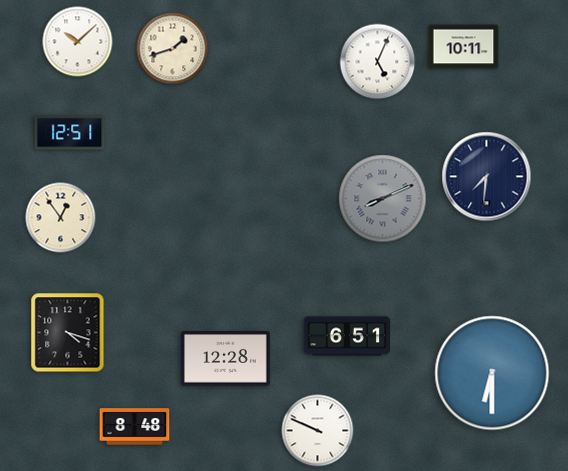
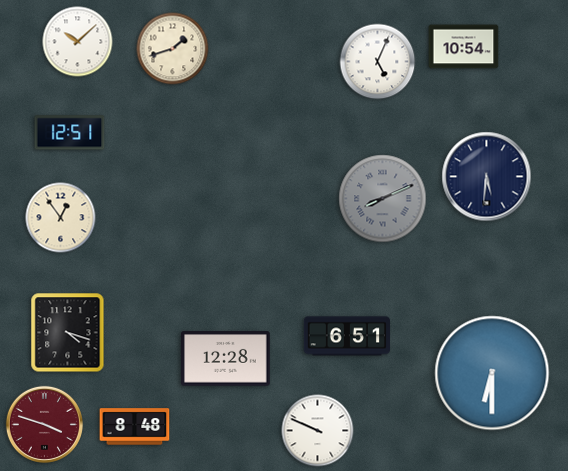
clock at (464, 47): 10:11 -> 10:54
clock at (487, 177): 7:31 -> 5:31
clock at (44, 424): none -> 3:48
